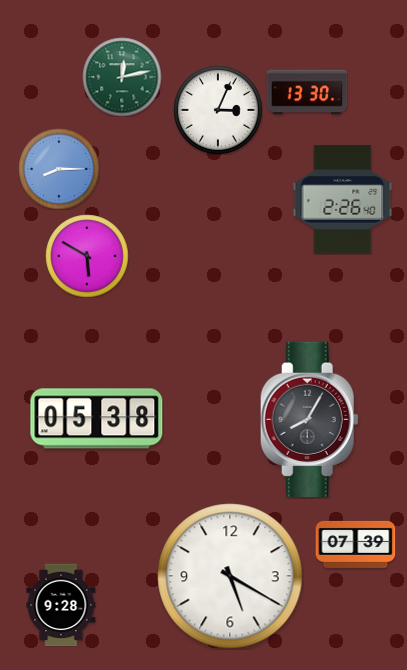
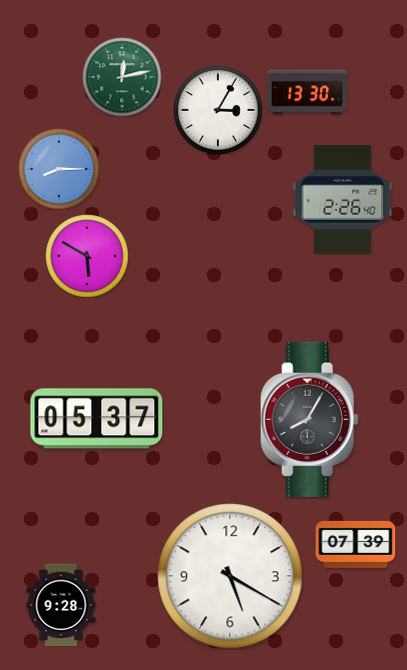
clock at (218, 110): 3:04 -> 3:05
clock at (97, 419): 05:38 -> 05:37
